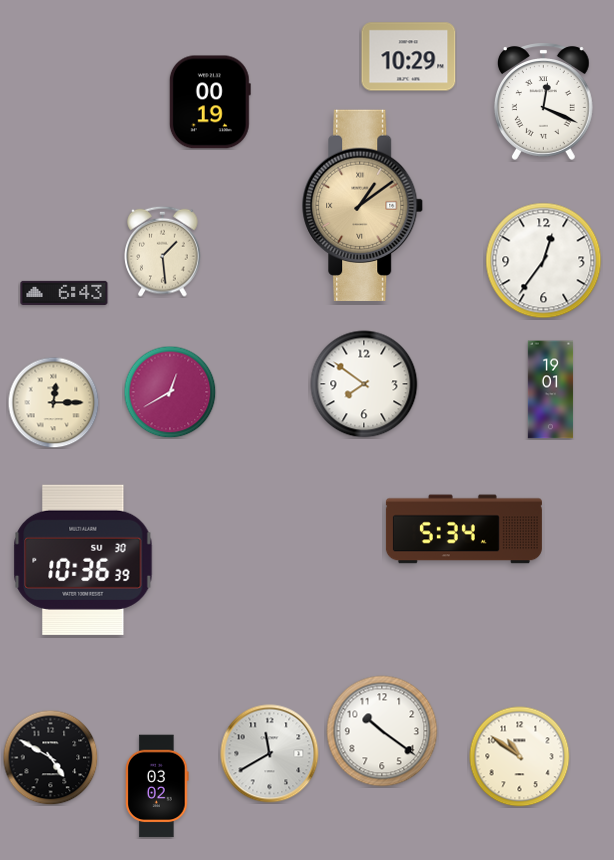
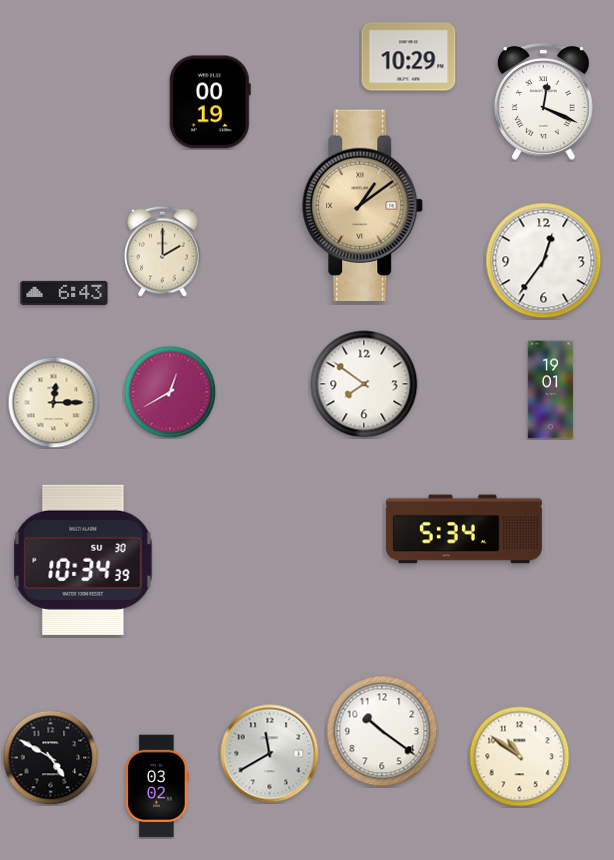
clock at (163, 251): 1:29 -> 2:00
clock at (83, 560): 10:36 -> 10:34
